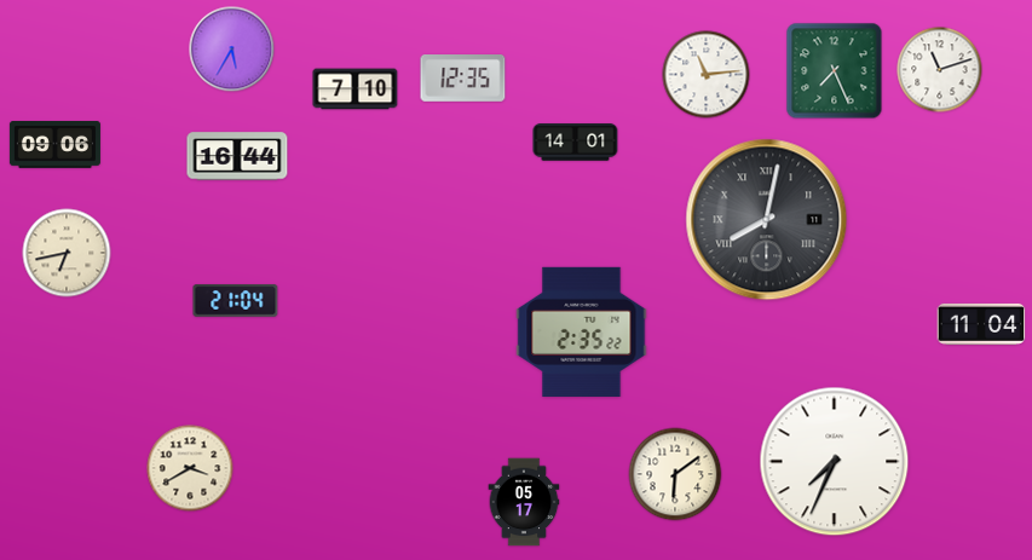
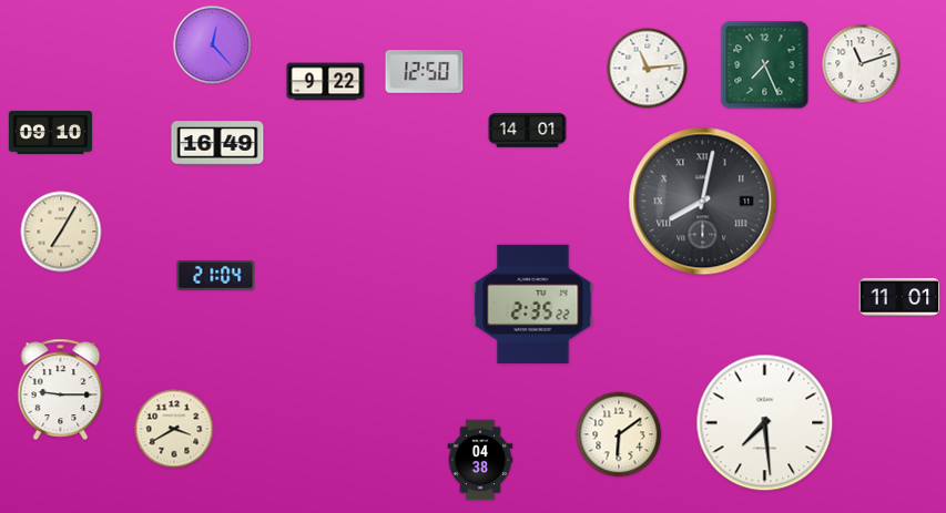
clock at (232, 50): 5:35 -> 12:23
clock at (463, 79): 12:35 -> 12:50
clock at (356, 90): 7:10 -> 9:22
clock at (54, 145): 09:06 -> 09:10
clock at (237, 156): 16:44 -> 16:49
clock at (67, 253): 6:43 -> 7:05
clock at (981, 324): 11:04 -> 11:01
clock at (61, 389): none -> 9:15
clock at (835, 462): 7:34 -> 7:29
clock at (524, 502): 05:17 -> 04:38
